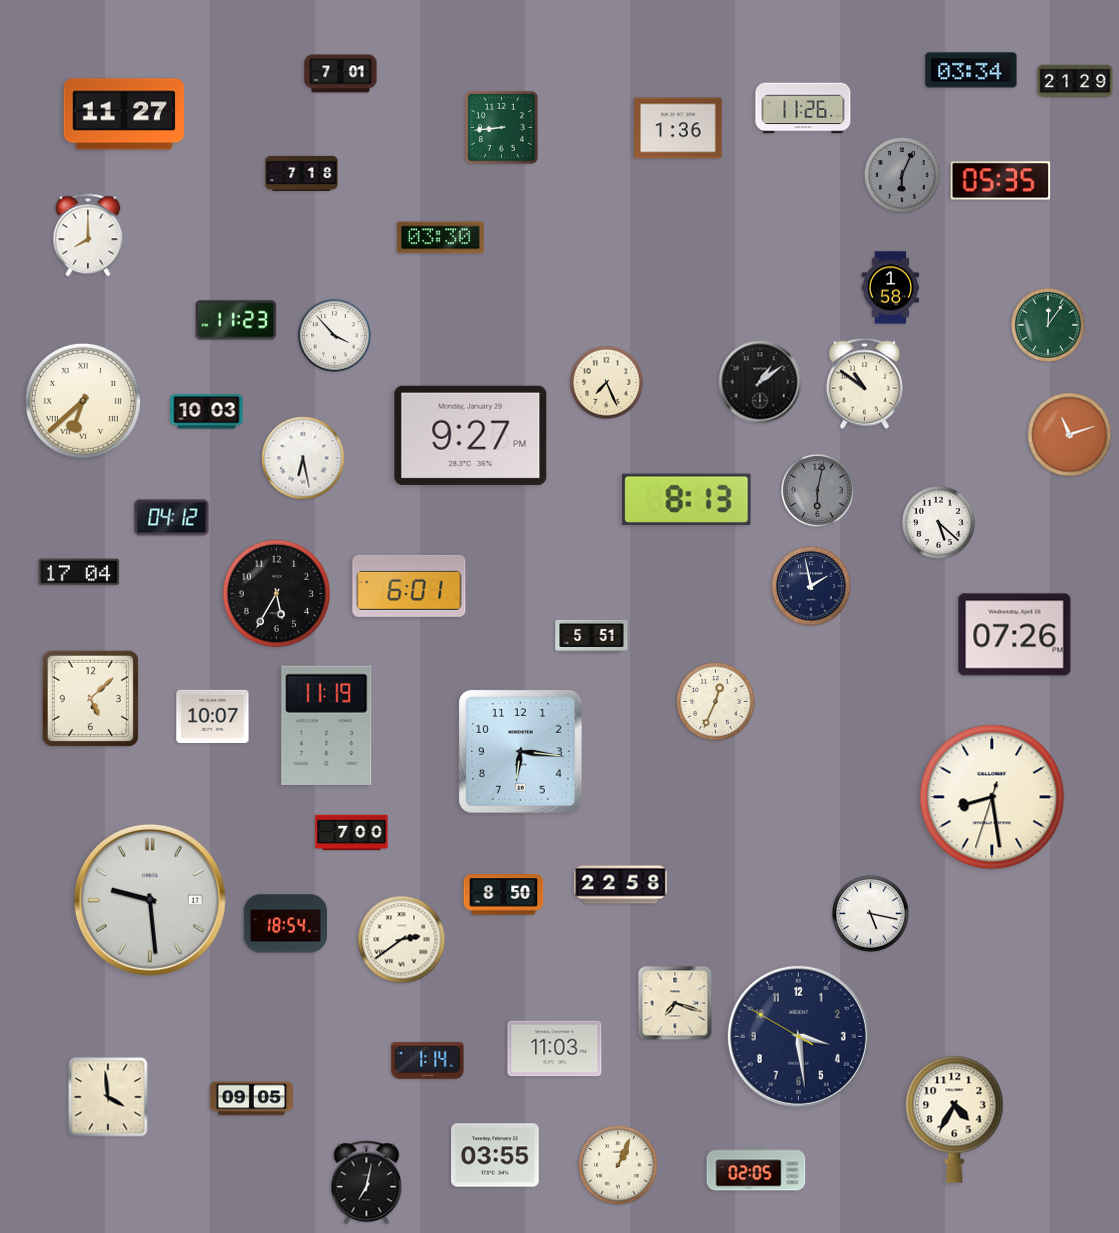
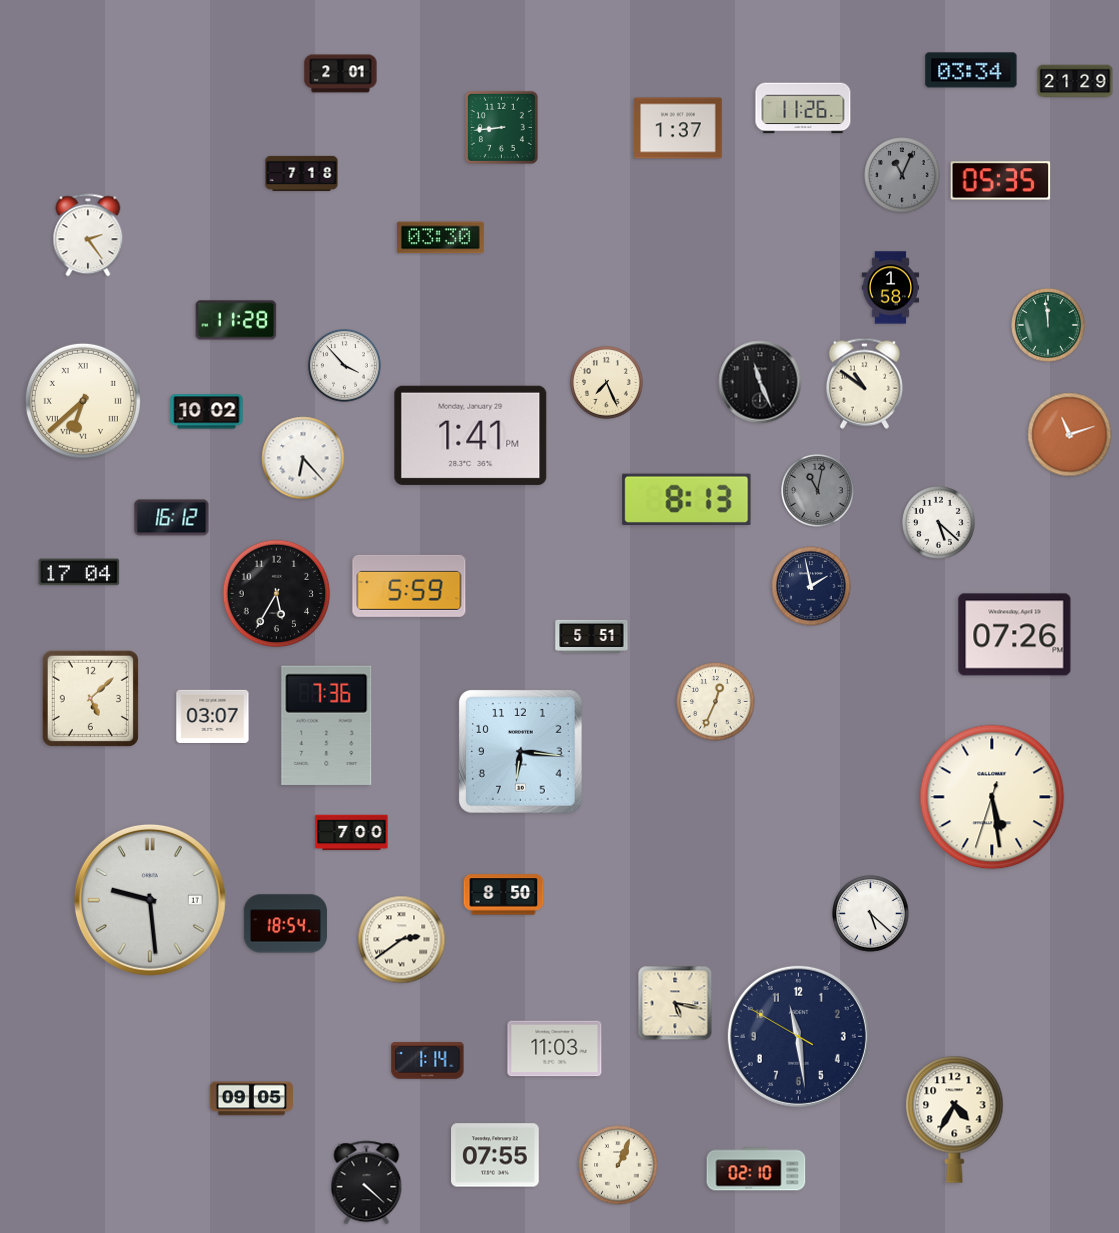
clock at (341, 74): 7:01 -> 2:01
clock at (124, 114): 11:27 -> none
clock at (678, 128): 1:36 -> 1:37
clock at (902, 175): 6:04 -> 11:04
clock at (88, 235): 8:00 -> 2:24
clock at (236, 320): 11:23 -> 11:28
clock at (1049, 326): 12:06 -> 11:59
clock at (335, 336) position: (335, 336) -> (345, 366)
clock at (760, 382): 1:09 -> 11:26
clock at (207, 412): 10:03 -> 10:02
clock at (471, 435): 9:27 -> 1:41
clock at (303, 458): 6:28 -> 6:23
clock at (818, 491): 6:02 -> 11:02
clock at (172, 518): 04:12 -> 16:12
clock at (409, 586): 6:01 -> 5:59
clock at (213, 716): 10:07 -> 03:07
clock at (327, 725): 11:19 -> 7:36
clock at (992, 797): 8:28 -> 5:28
clock at (621, 885): 22:58 -> none
clock at (871, 914): 5:17 -> 5:22
clock at (675, 1003): 7:18 -> 5:17
clock at (798, 1036): 3:28 -> 11:28
clock at (108, 1097): 3:59 -> none
clock at (495, 1155): 03:55 -> 07:55
clock at (756, 1169): 02:05 -> 02:10
clock at (367, 1183): 7:02 -> 4:22
